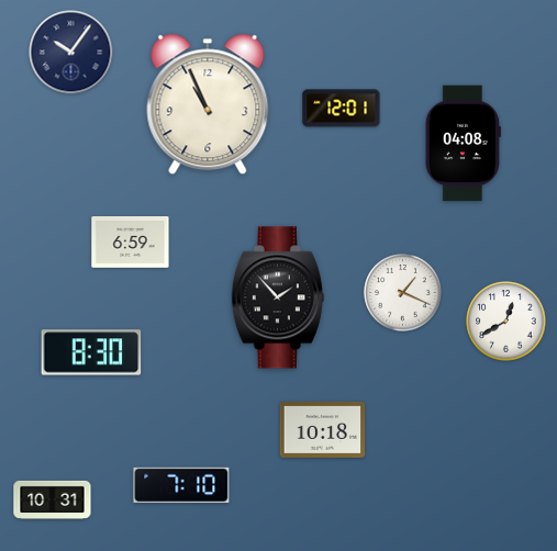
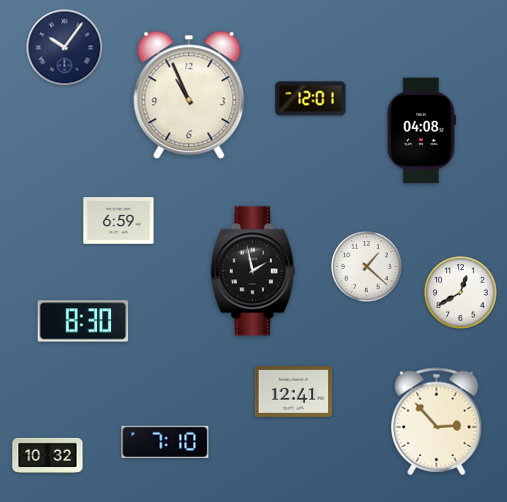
clock at (403, 293): 1:19 -> 1:22
clock at (278, 297): 1:53 -> 1:58
clock at (323, 429): 10:18 -> 12:41
clock at (437, 422): none -> 2:53
clock at (53, 499): 10:31 -> 10:32
